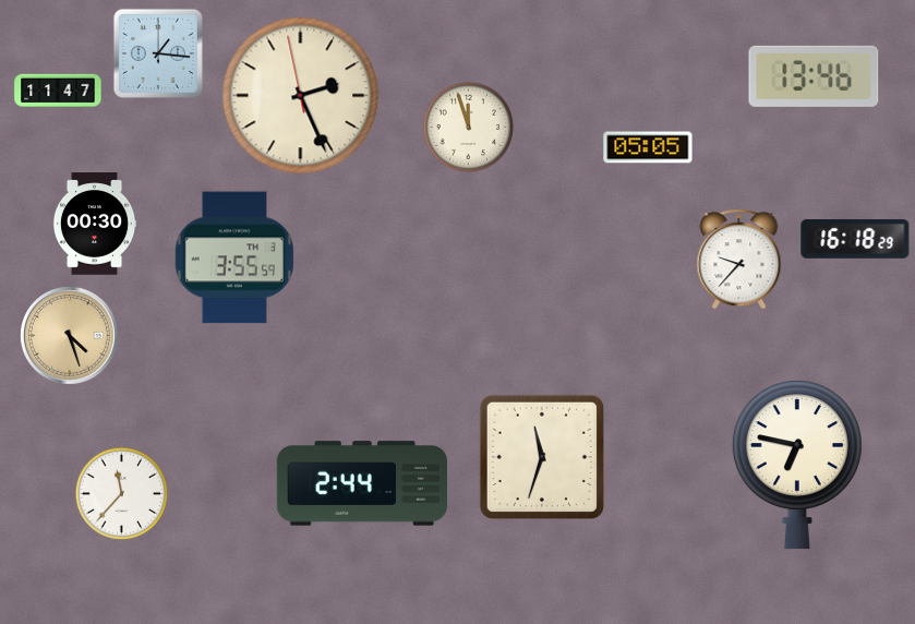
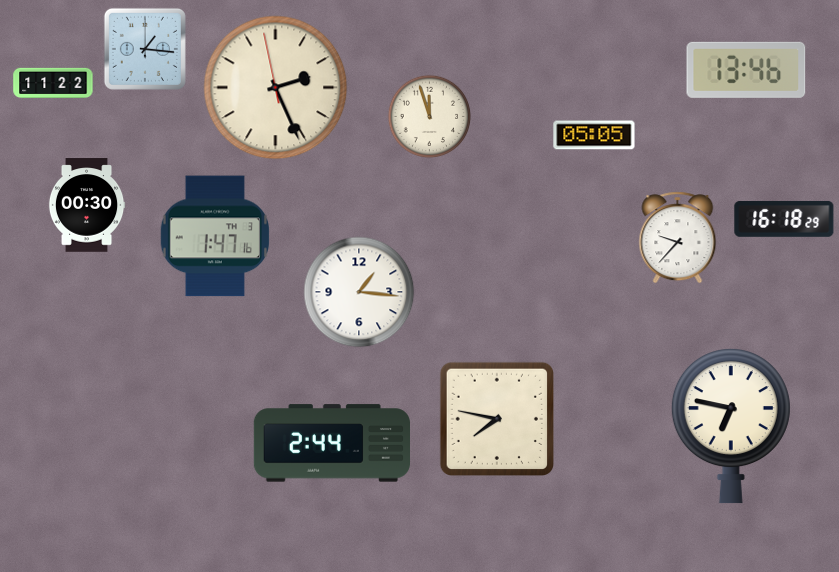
clock at (58, 89): 11:47 -> 11:22
clock at (233, 257): 3:55 -> 1:47
clock at (359, 292): none -> 1:16
clock at (69, 335): 4:27 -> none
clock at (541, 456): 11:33 -> 7:47
clock at (121, 493): 11:37 -> none
